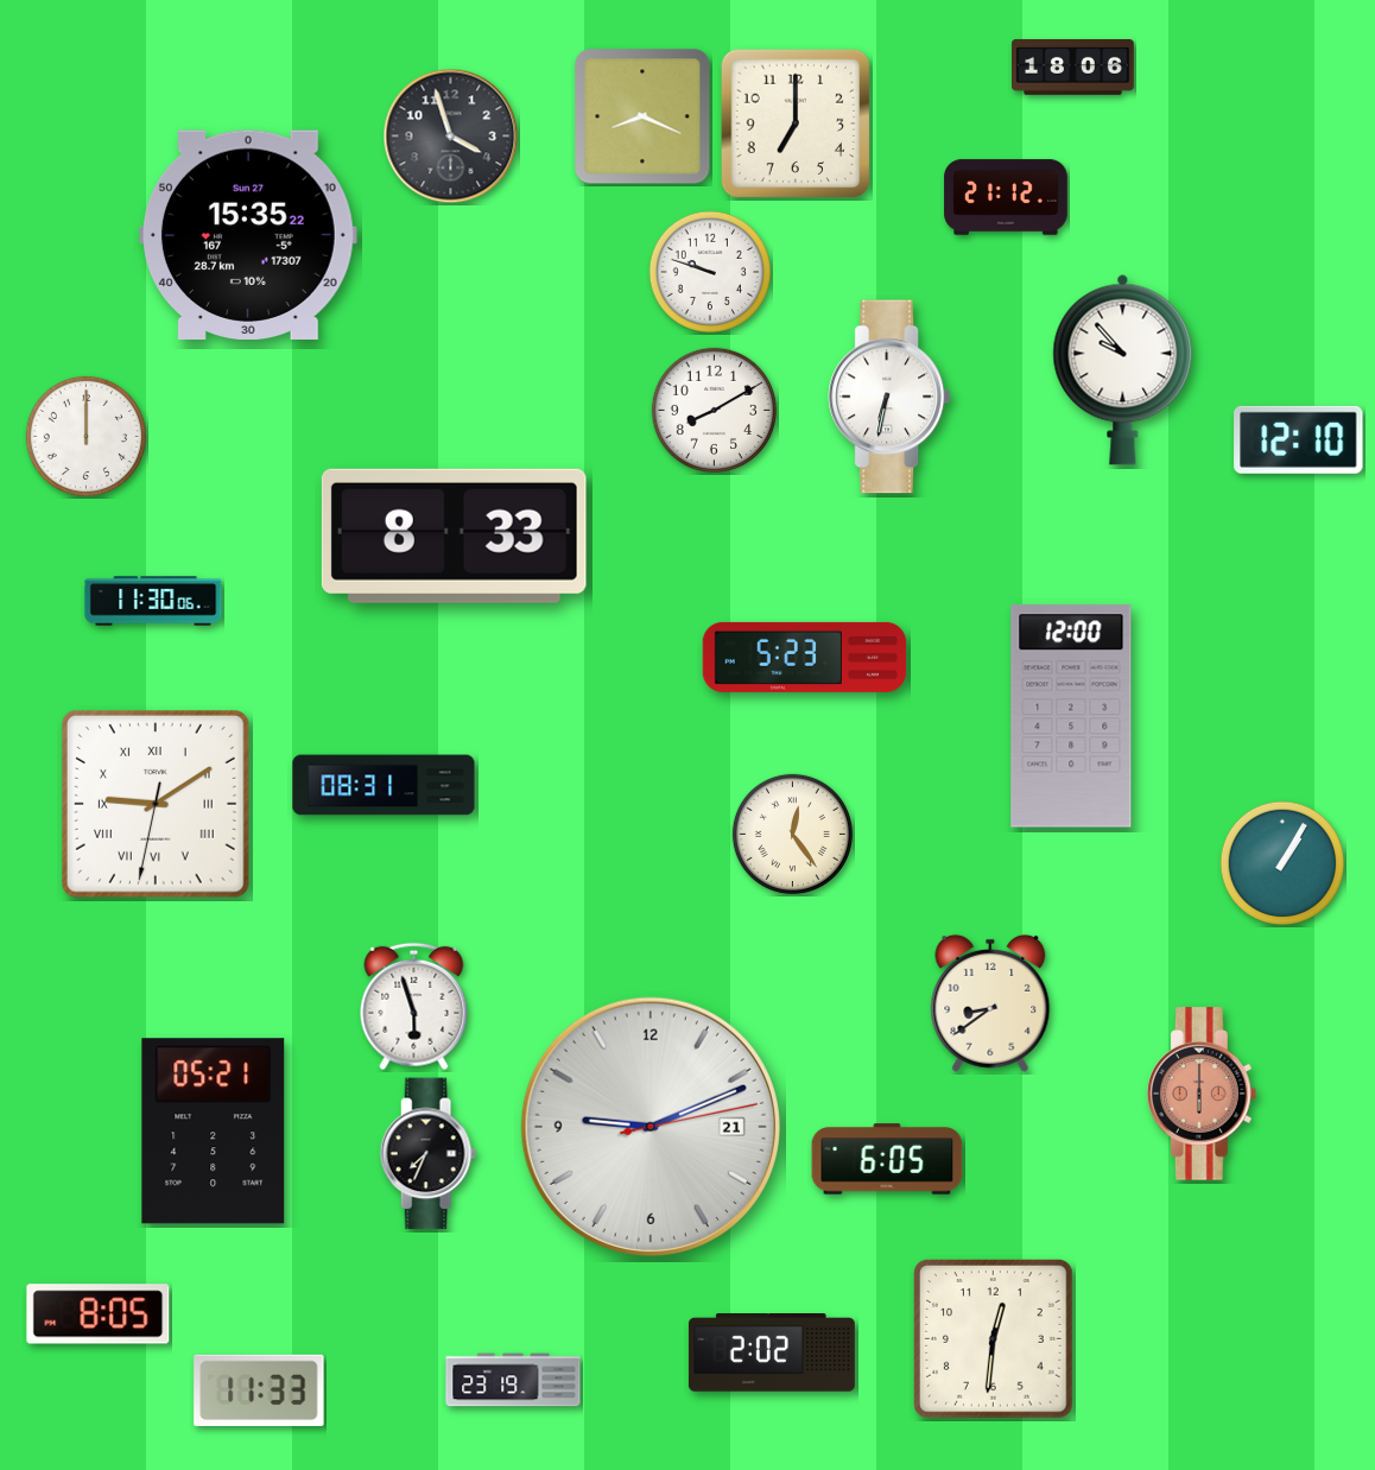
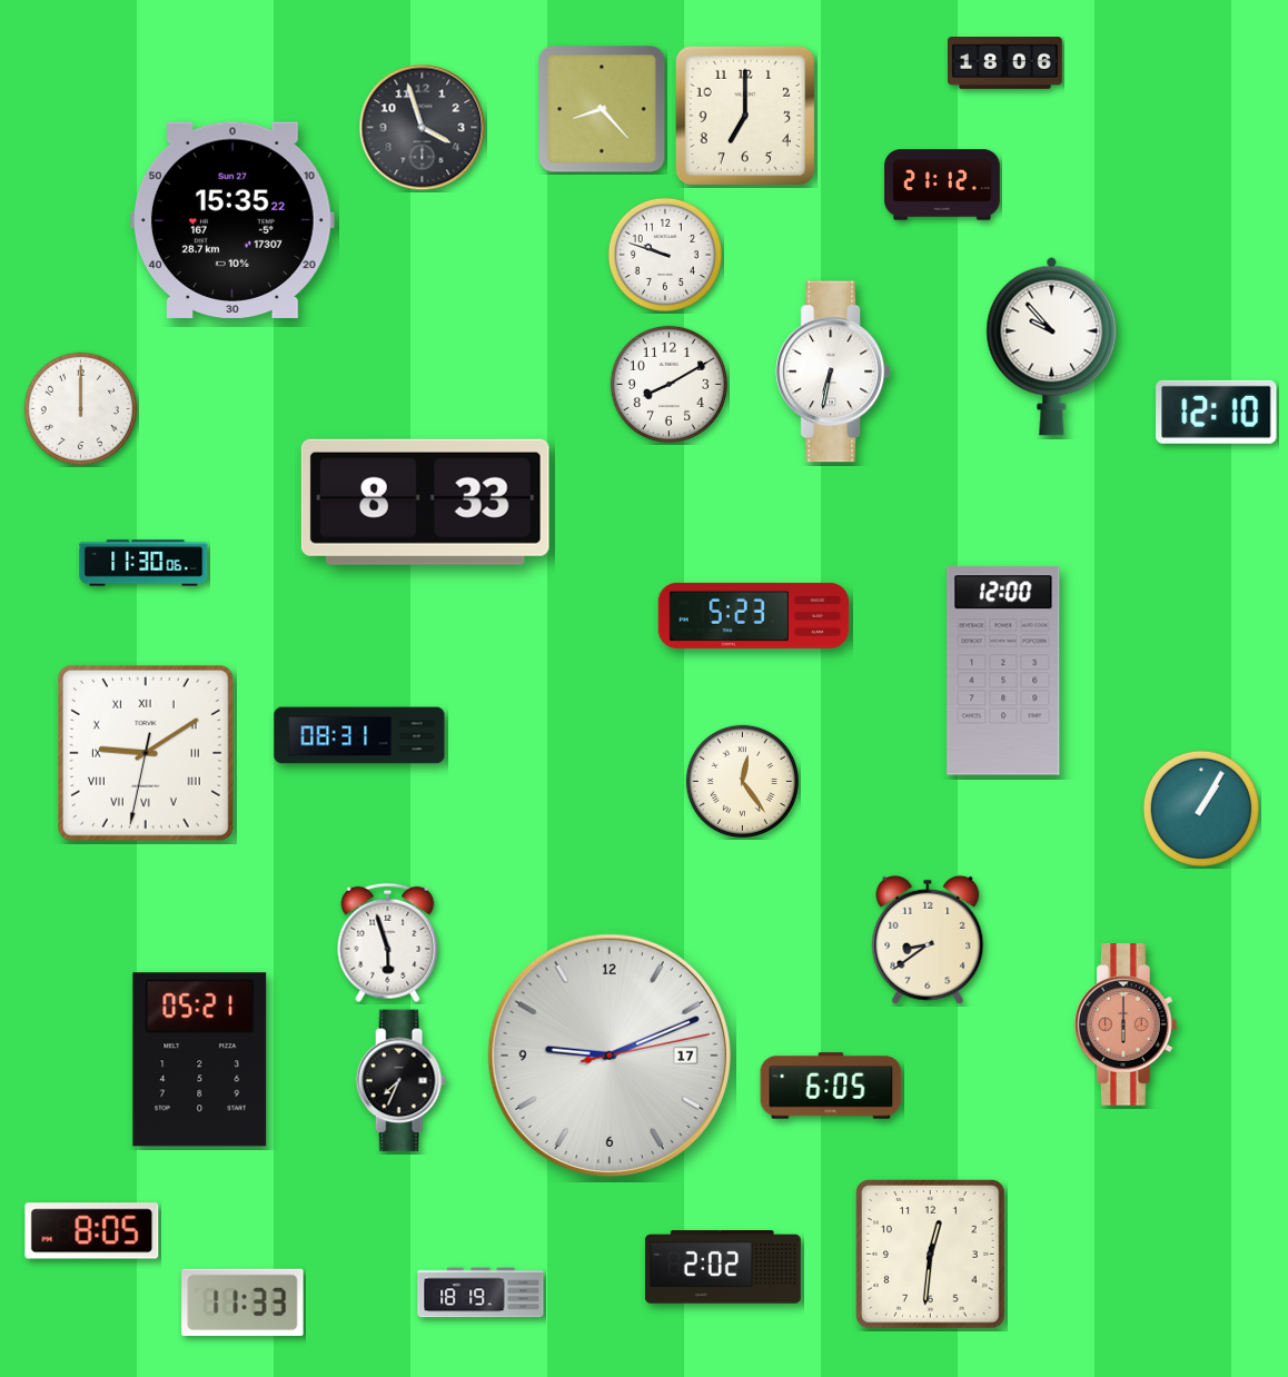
clock at (642, 116): 8:19 -> 8:23
clock at (651, 1127) date: 21 -> 17
clock at (513, 1380): 23:19 -> 18:19
